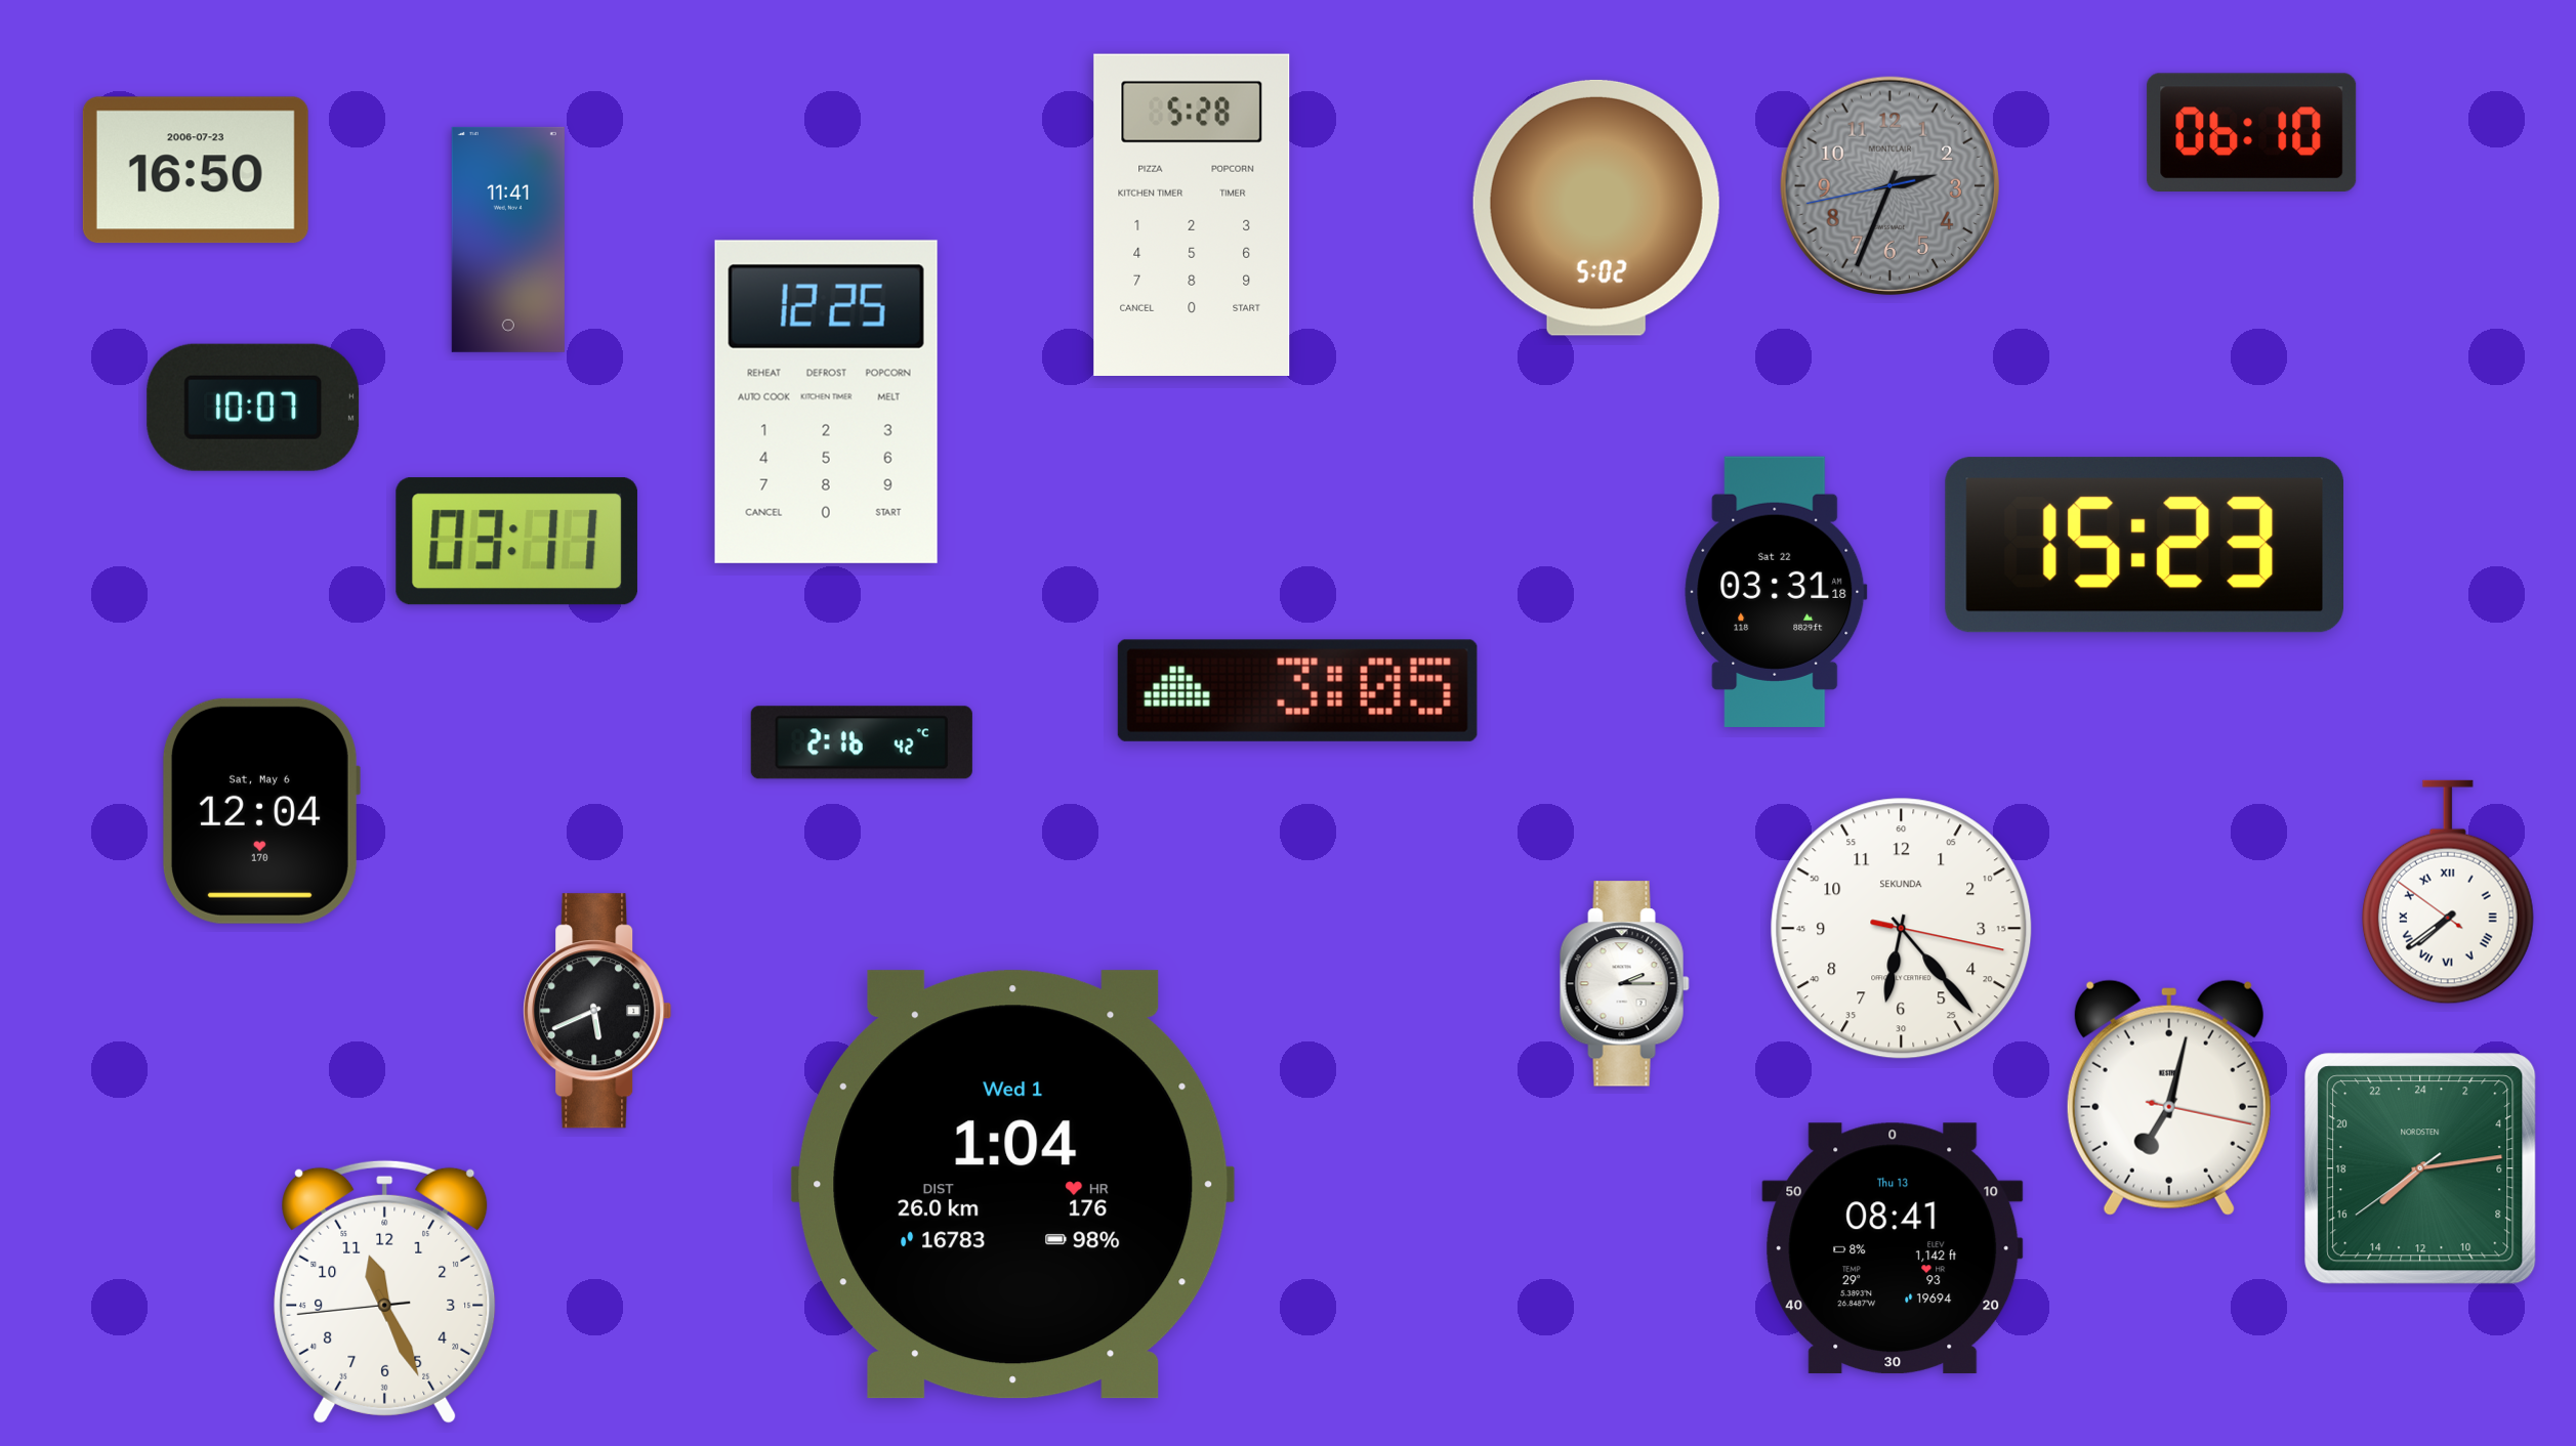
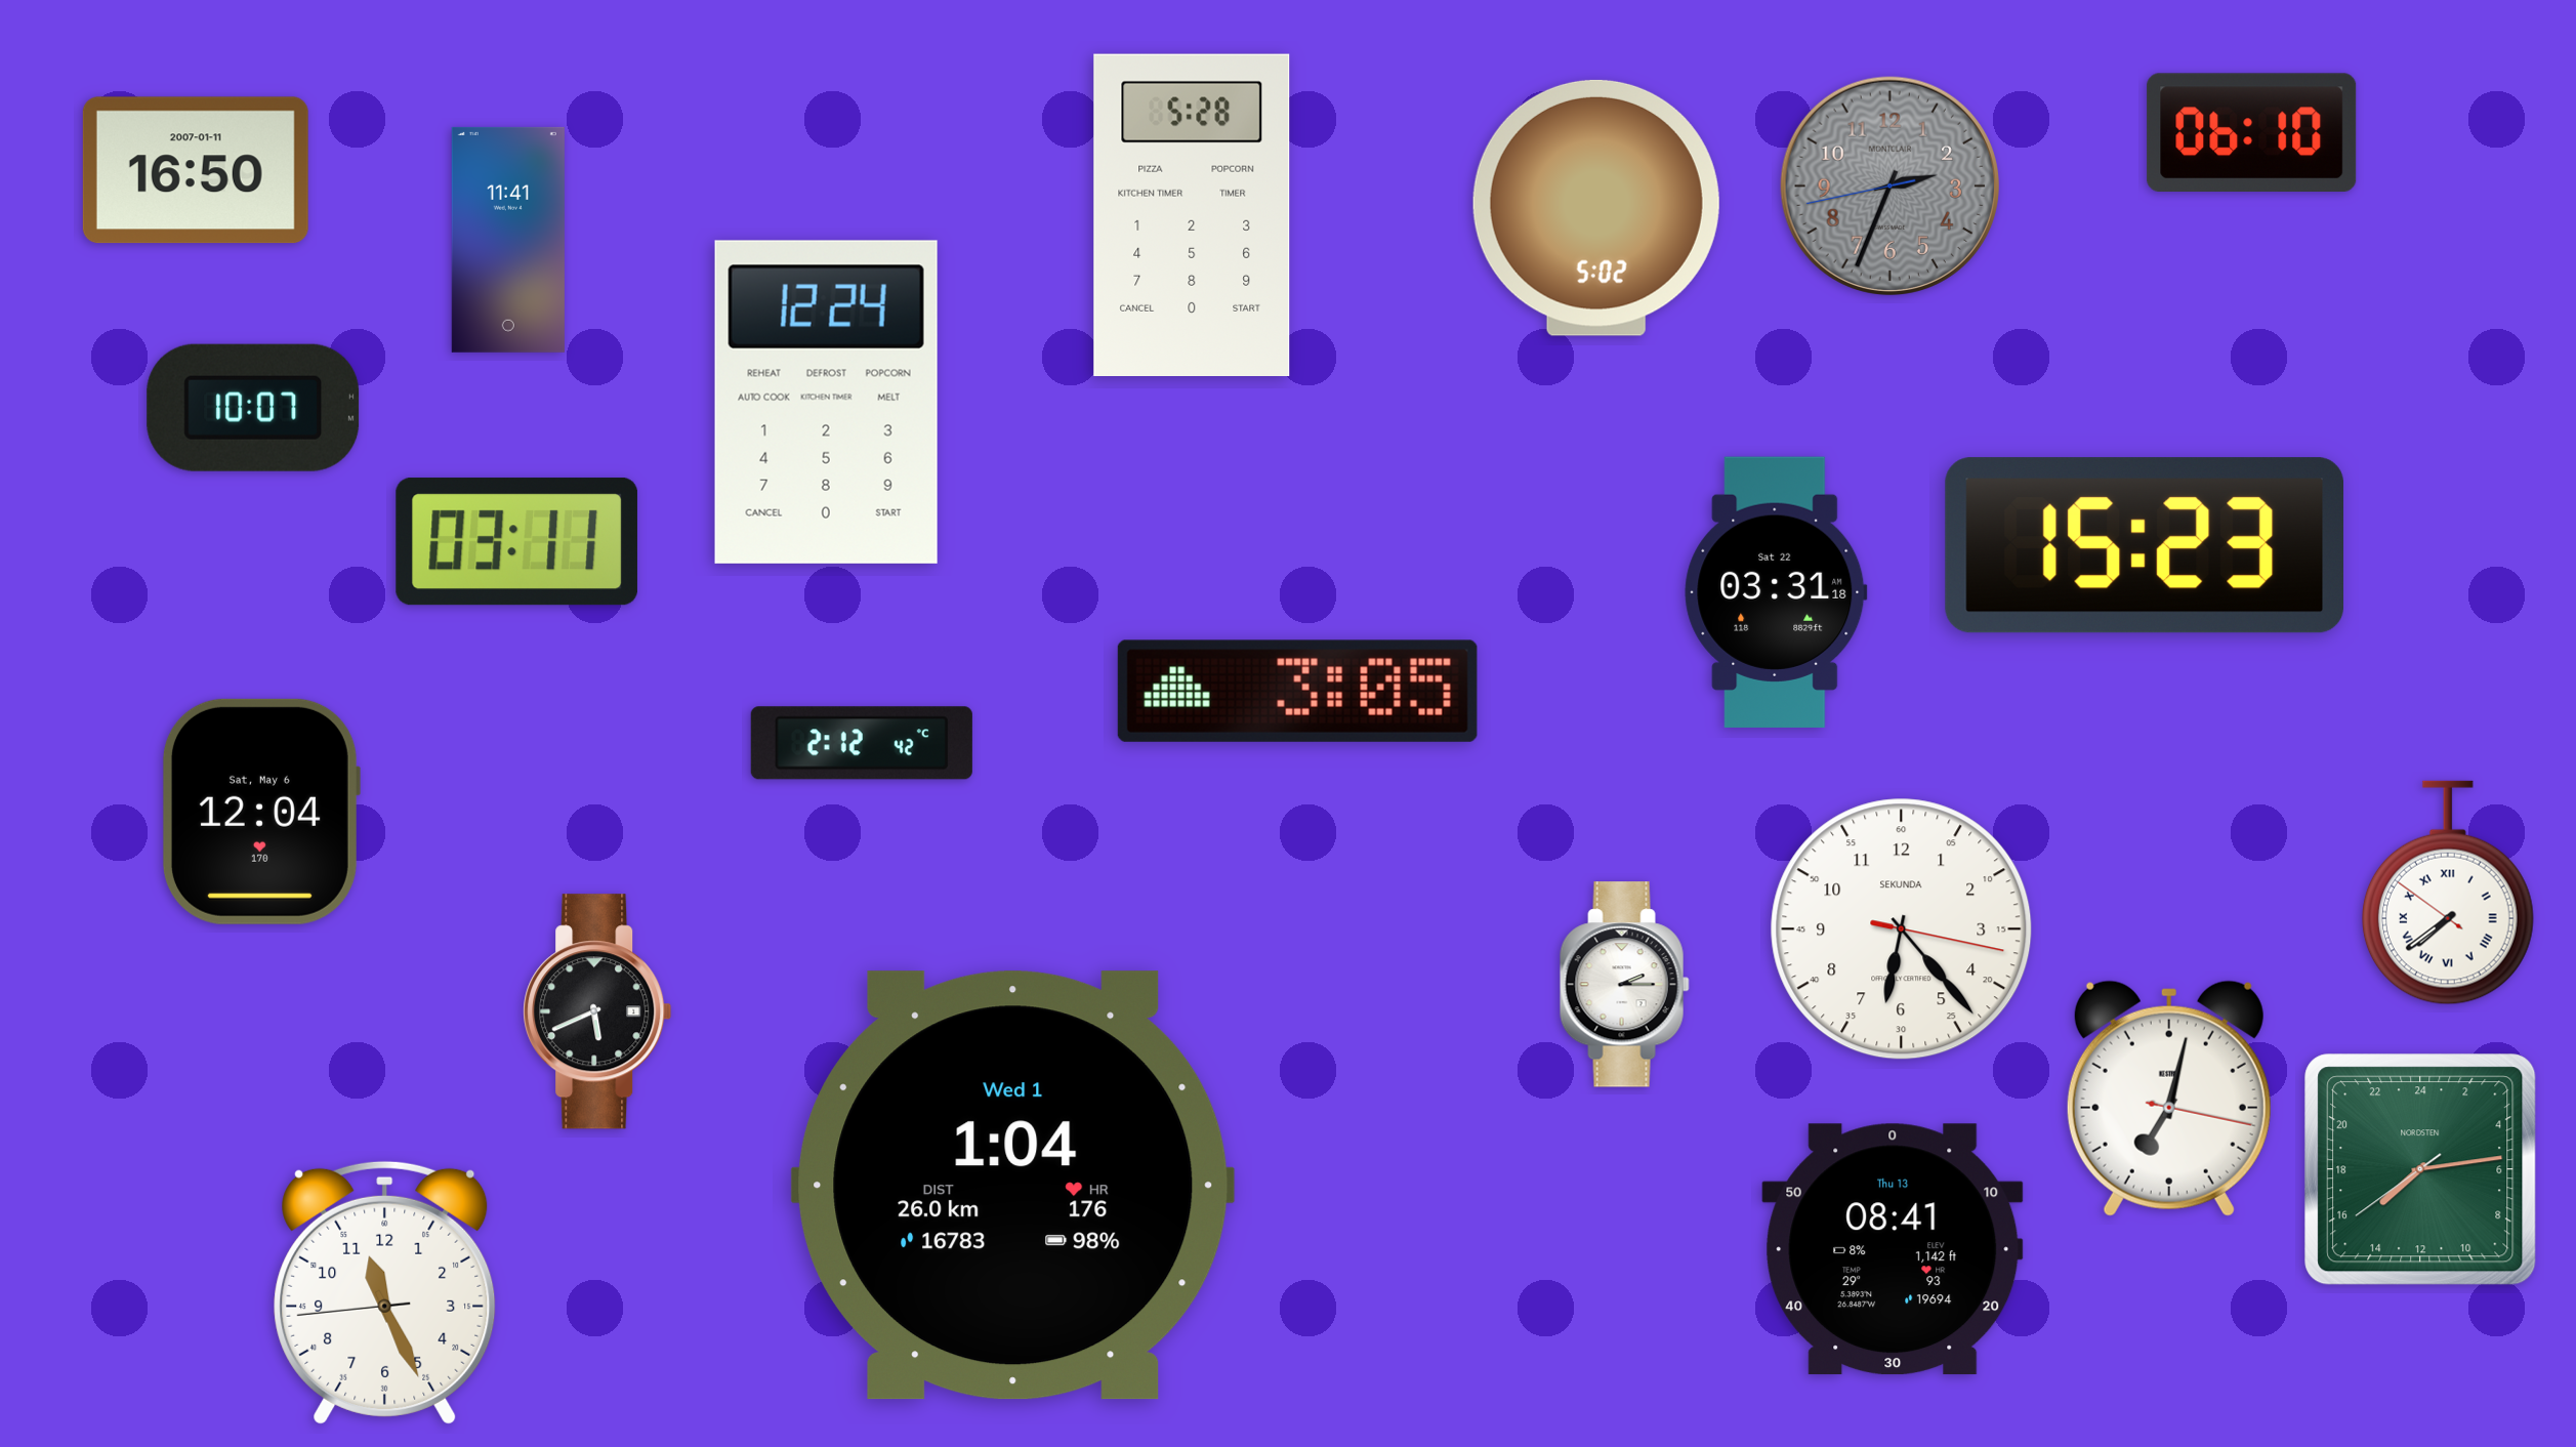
clock at (196, 170) date: 2006-07-23 -> 2007-01-11
clock at (826, 401): 12:25 -> 12:24
clock at (862, 742): 2:16 -> 2:12
